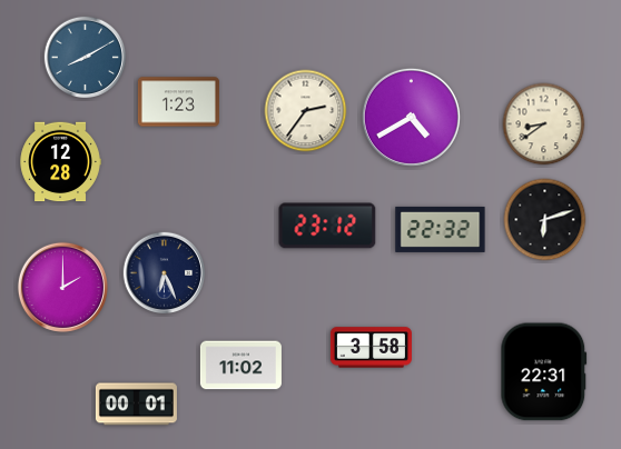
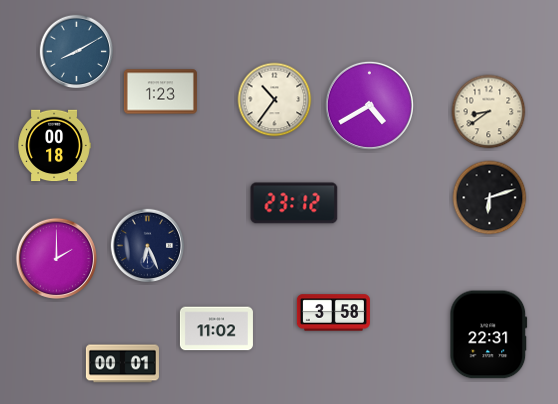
clock at (306, 111): 2:36 -> 10:36
clock at (60, 162): 12:28 -> 00:18
clock at (441, 229): 22:32 -> none
